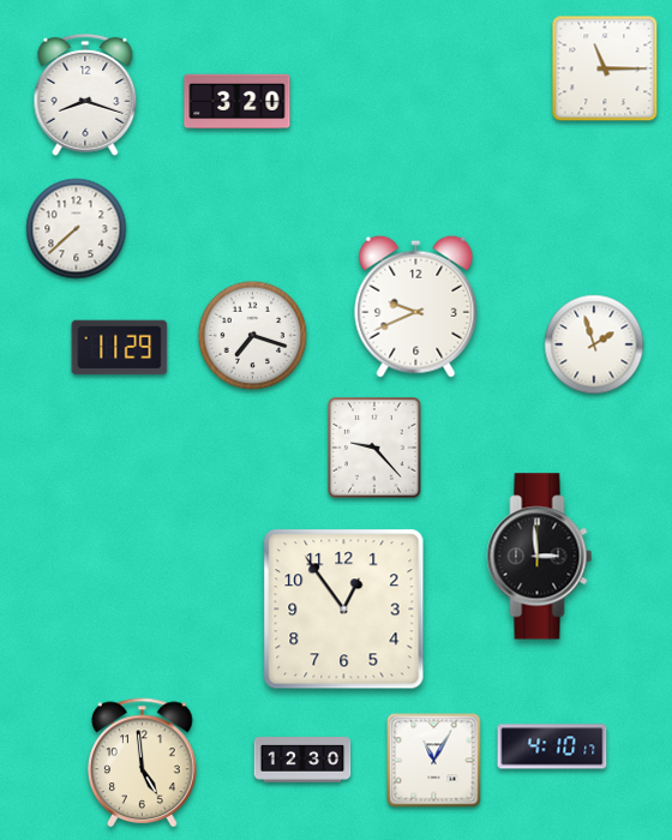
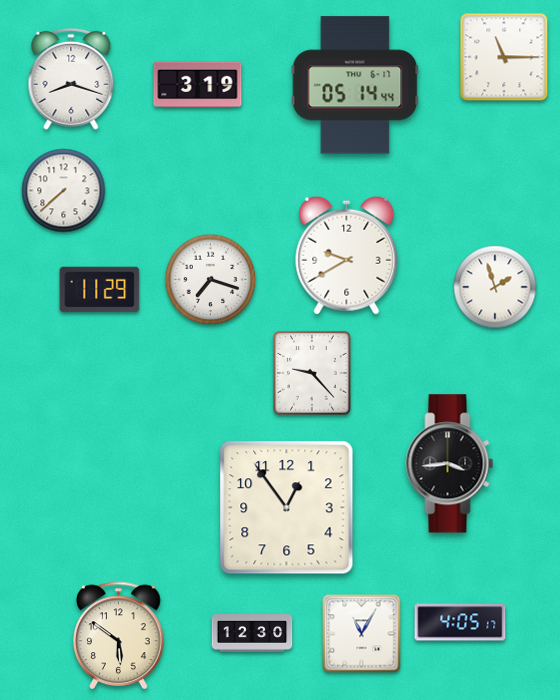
clock at (238, 102): 3:20 -> 3:19
clock at (355, 85): none -> 05:14
clock at (416, 306): 9:41 -> 9:40
clock at (540, 557): 2:59 -> 3:44
clock at (552, 746): 4:10 -> 4:05
clock at (143, 762): 4:59 -> 5:51
